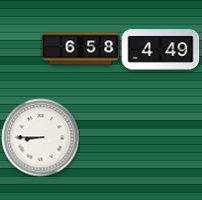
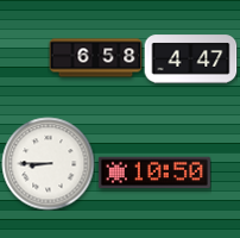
clock at (160, 50): 4:49 -> 4:47
clock at (154, 173): none -> 10:50
